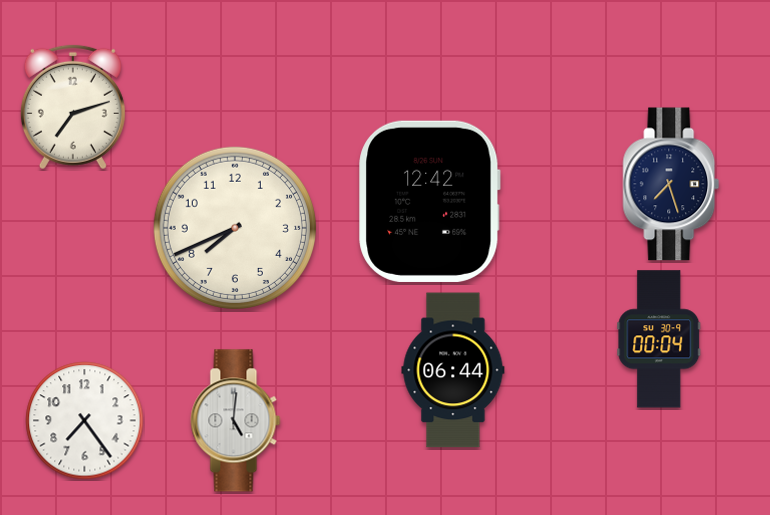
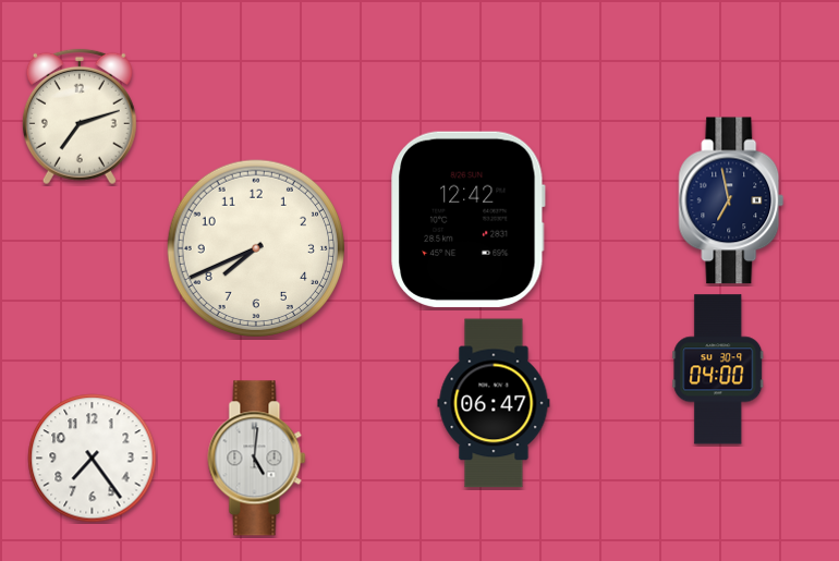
clock at (671, 184): 7:27 -> 6:58
clock at (659, 339): 00:04 -> 04:00
clock at (453, 370): 06:44 -> 06:47
